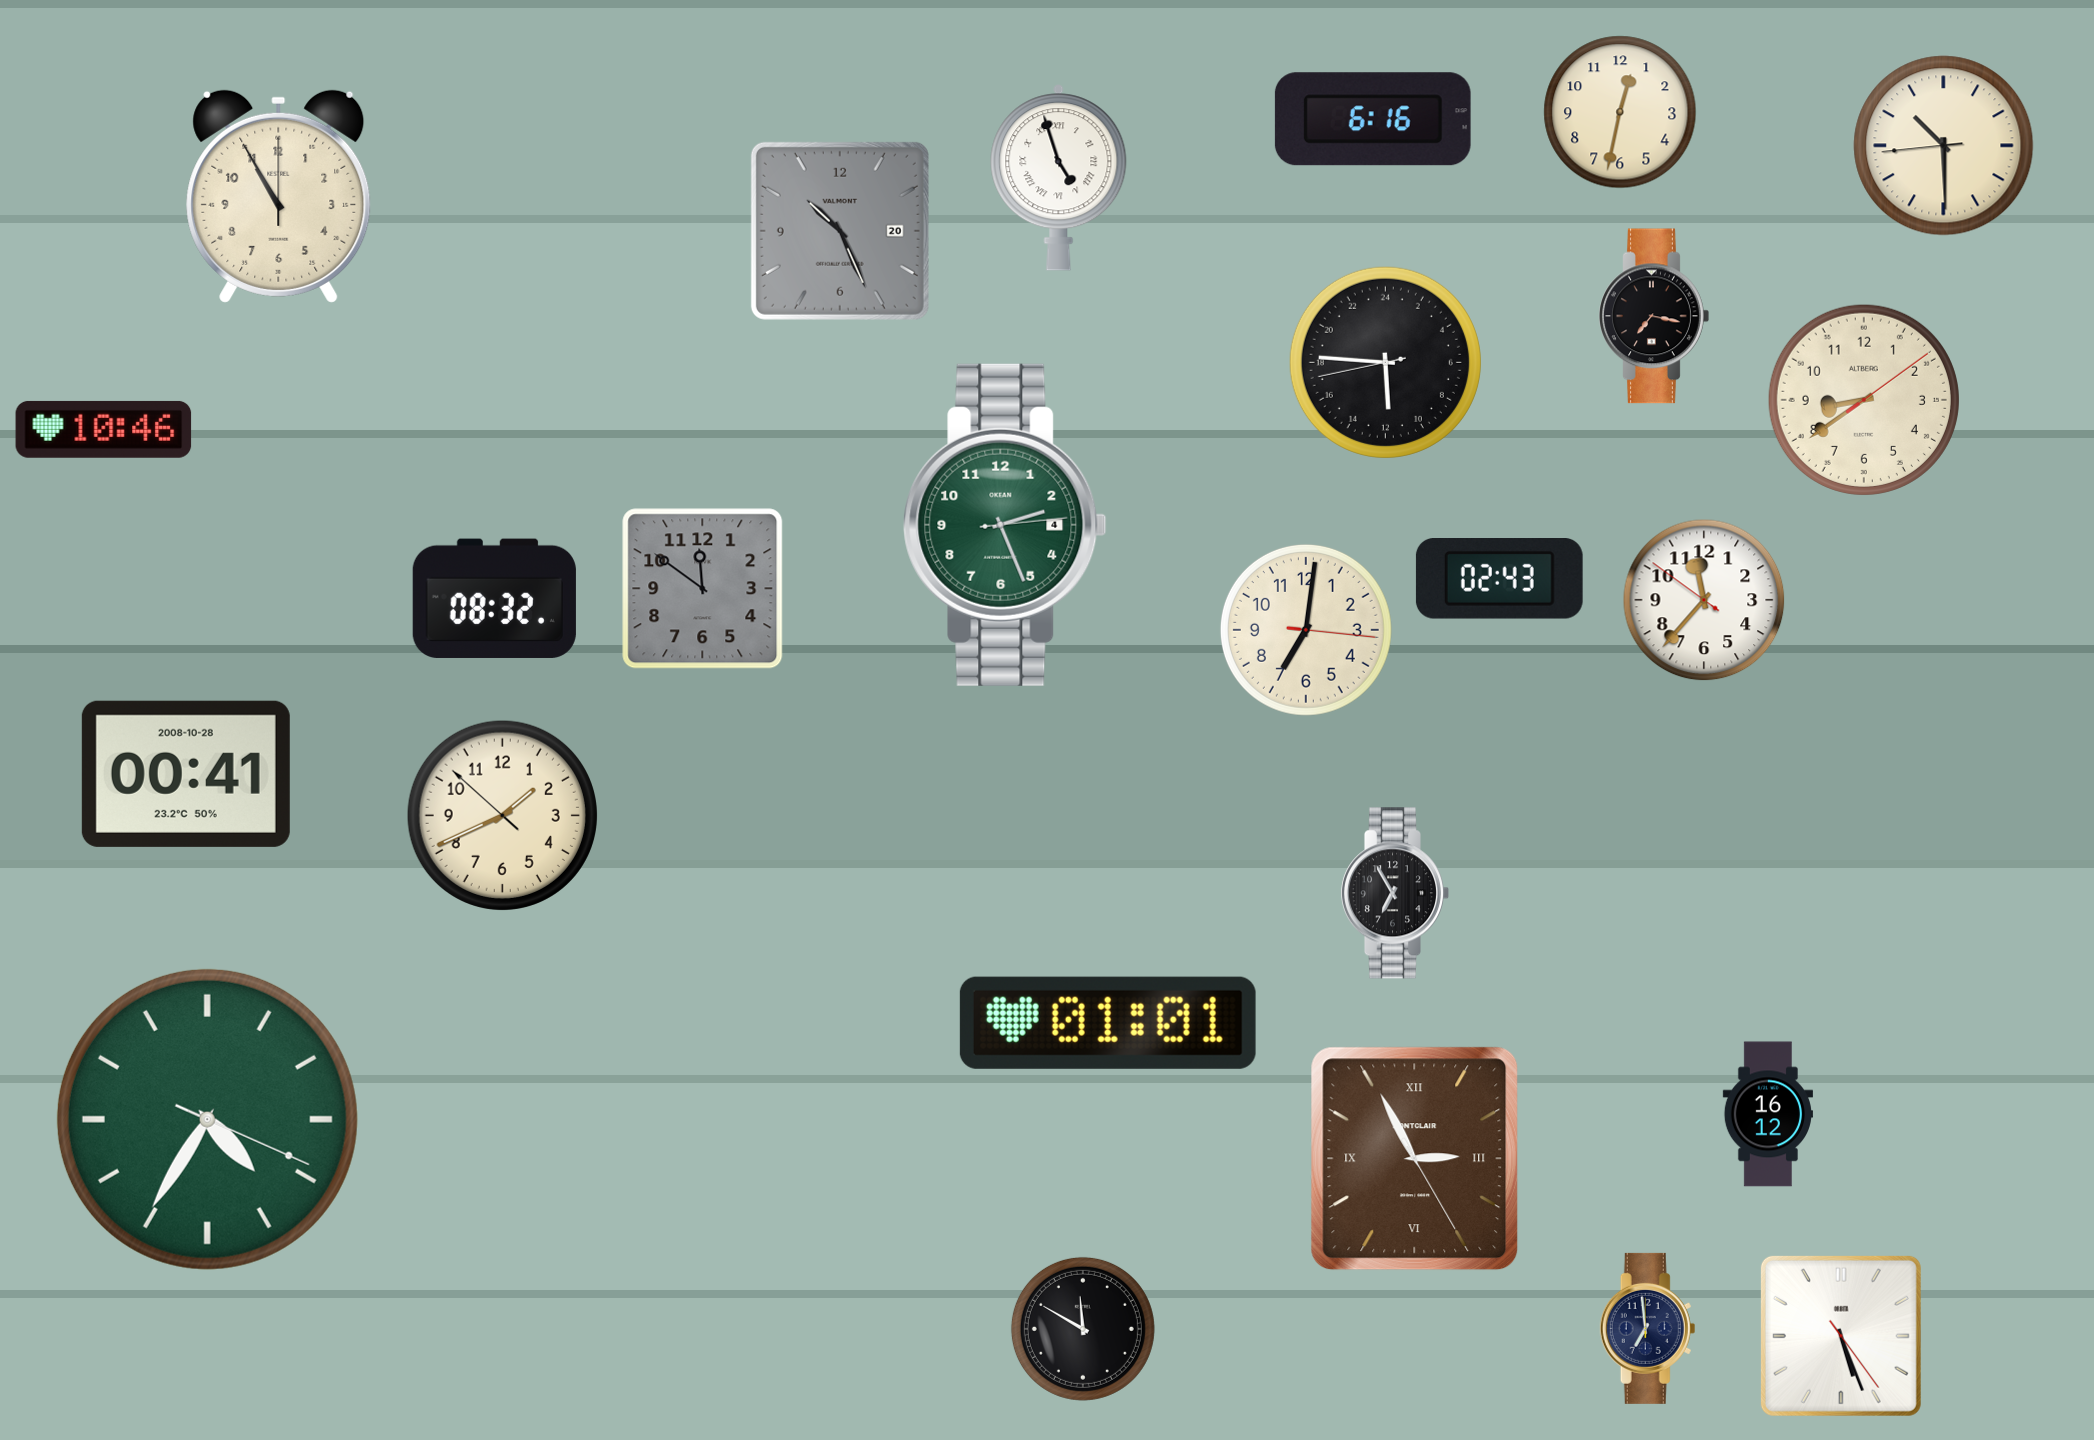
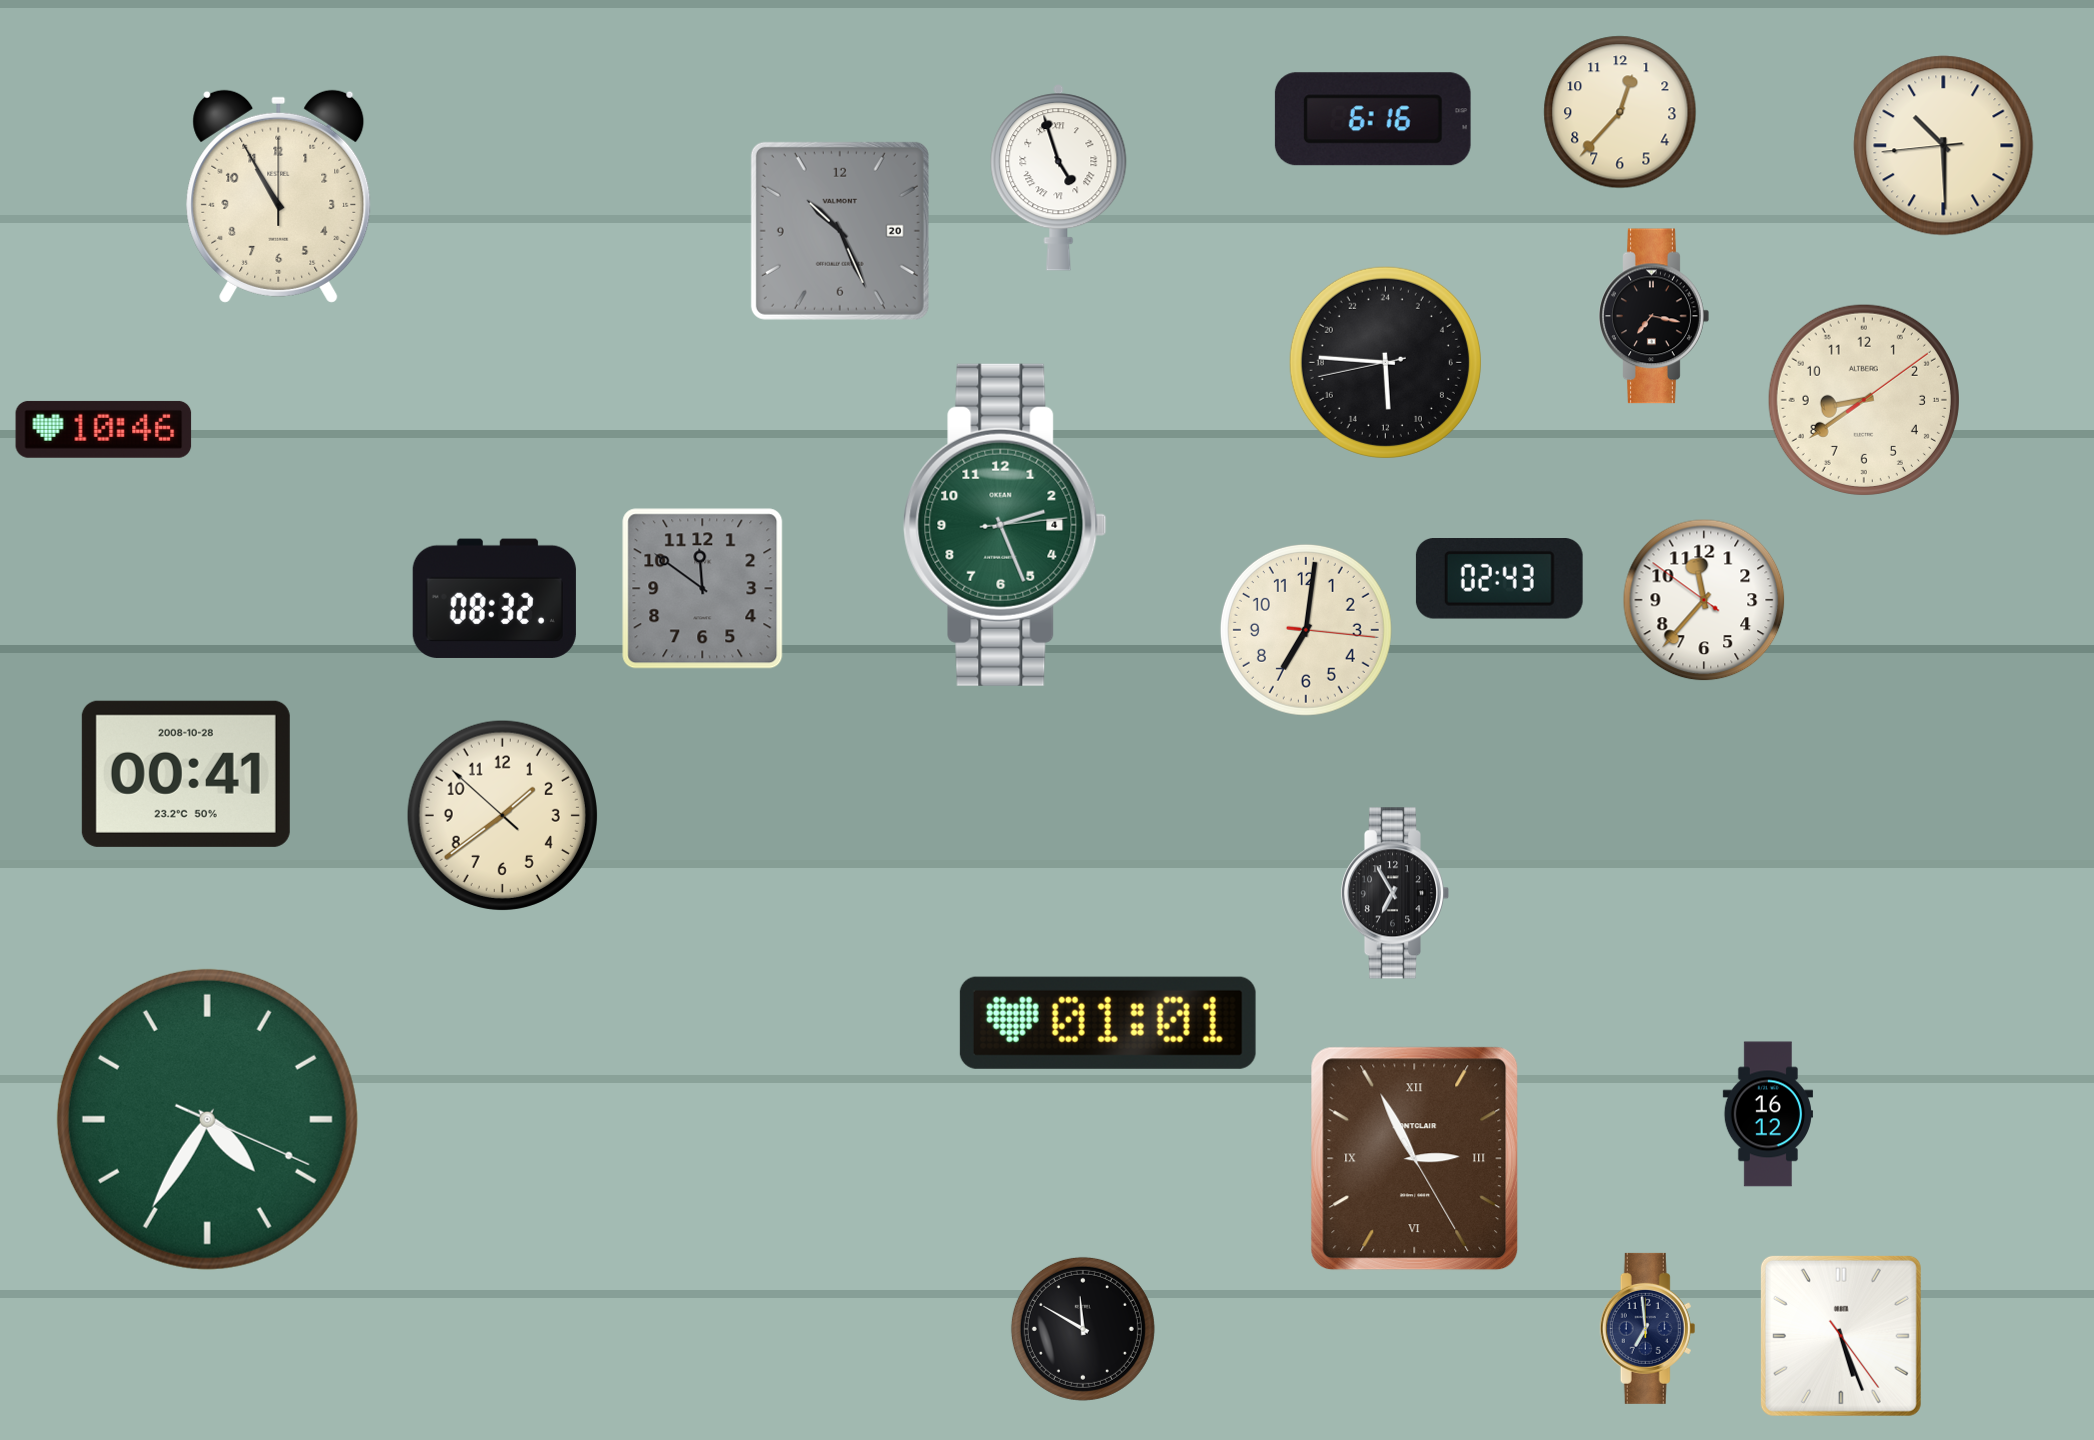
clock at (1620, 112): 12:32 -> 12:37
clock at (502, 815): 1:40 -> 1:38
